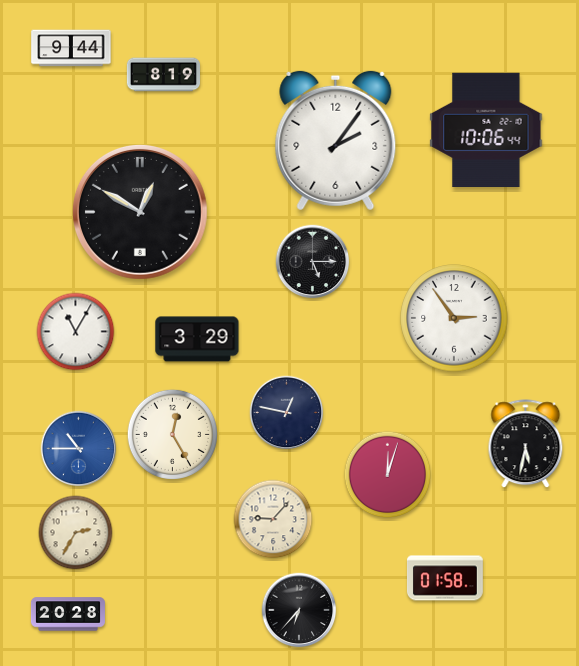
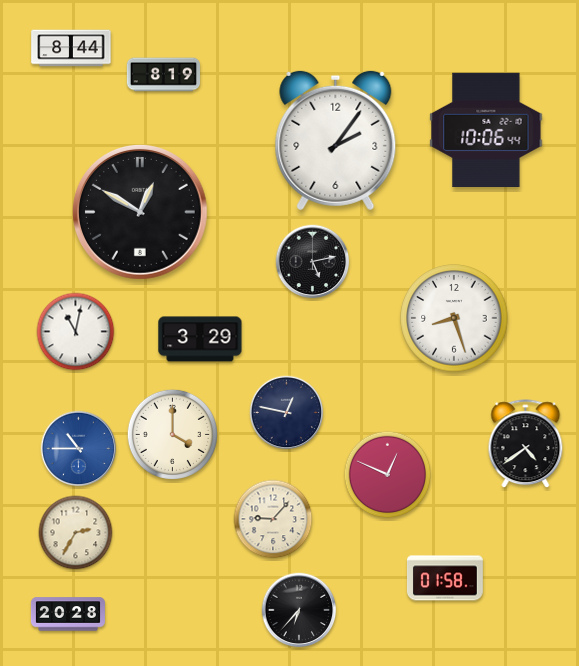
clock at (71, 48): 9:44 -> 8:44
clock at (313, 262): 5:15 -> 5:13
clock at (454, 318): 2:54 -> 8:27
clock at (76, 332): 11:05 -> 11:02
clock at (197, 339) position: (197, 339) -> (200, 339)
clock at (172, 434): 12:25 -> 4:00
clock at (526, 444): 5:32 -> 4:39
clock at (388, 475): 12:03 -> 12:49
